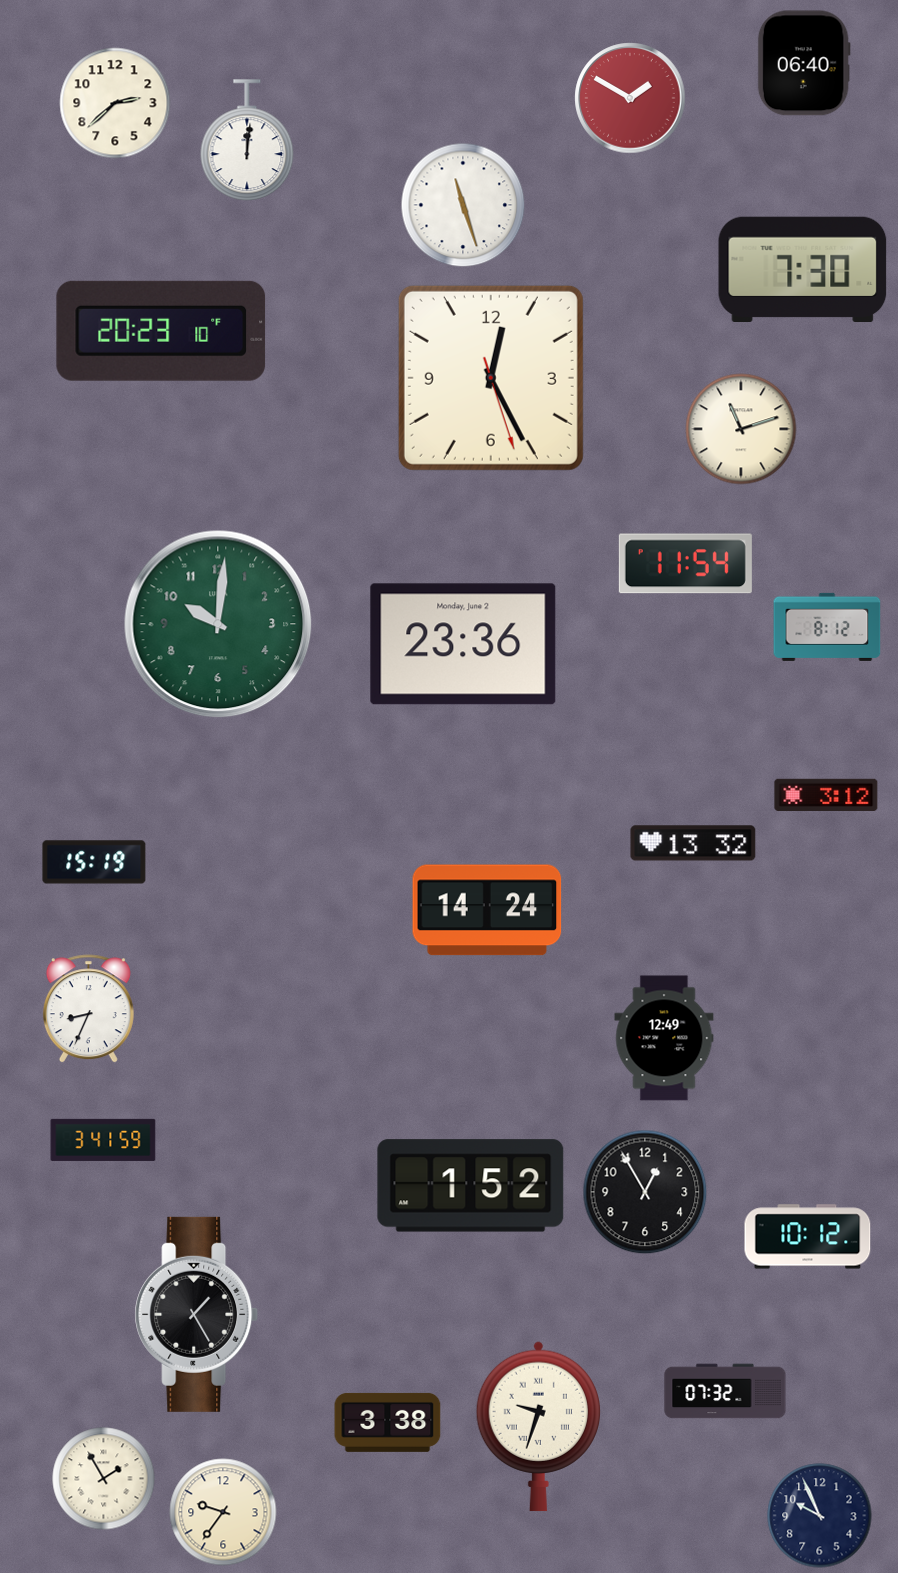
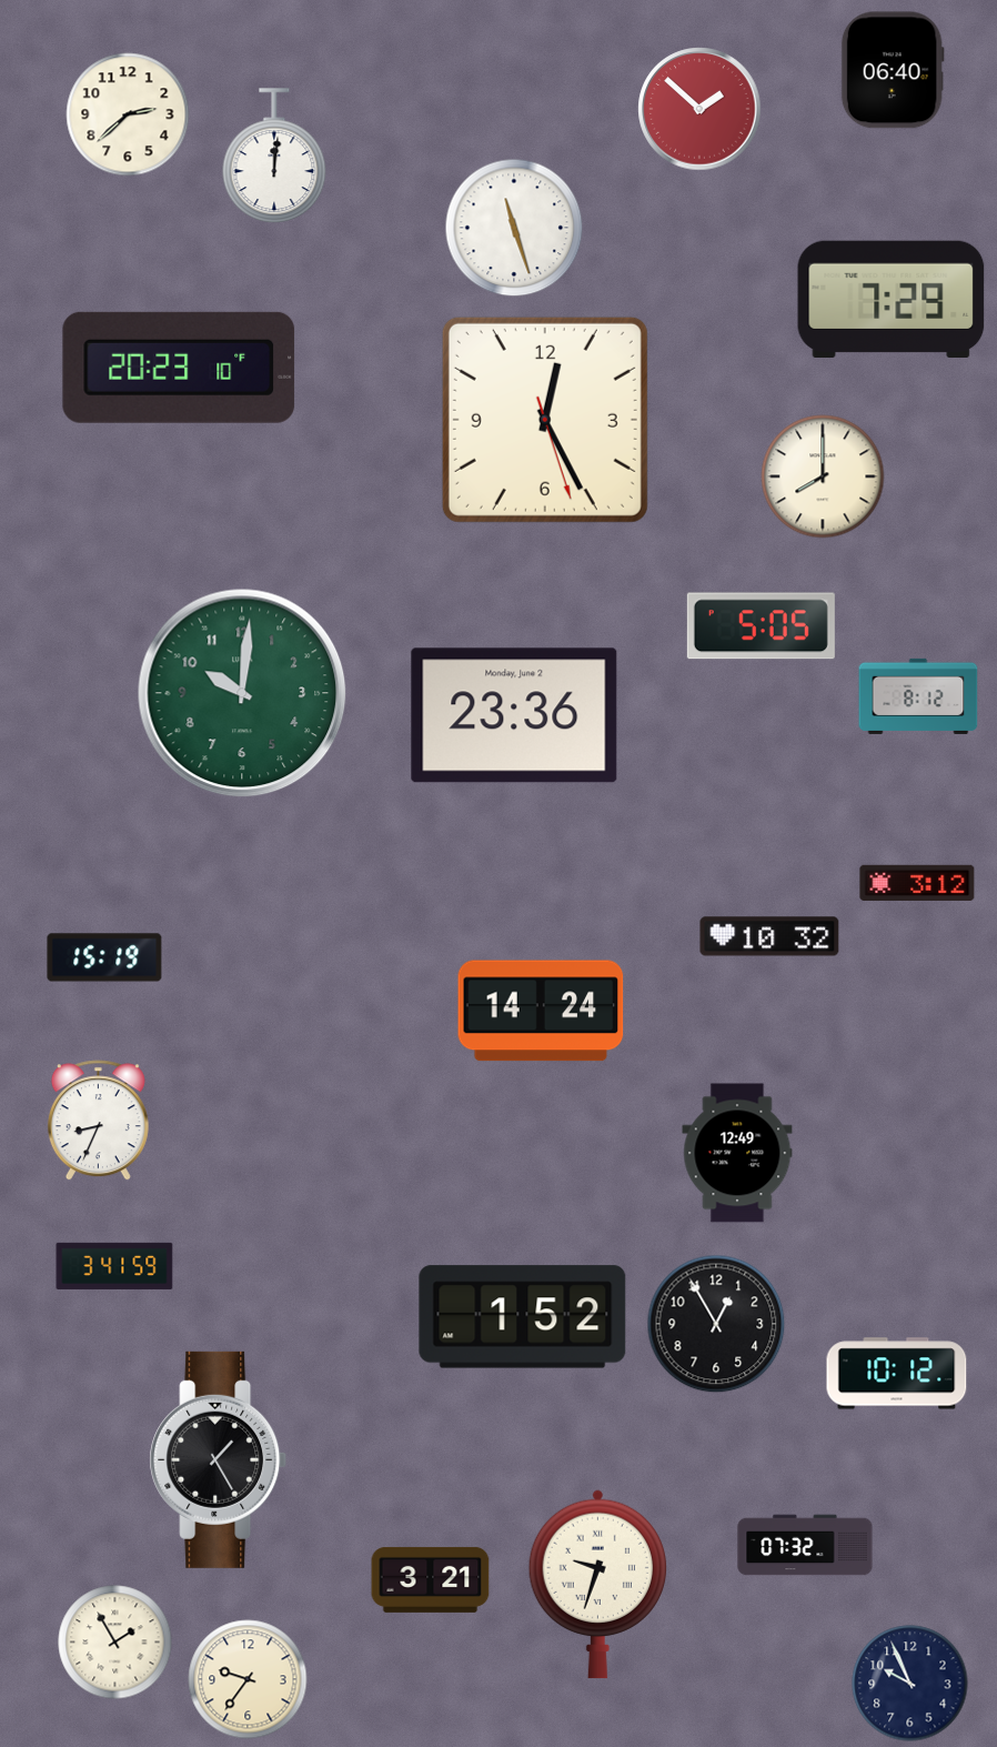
clock at (630, 98): 1:50 -> 1:52
clock at (803, 269): 7:30 -> 7:29
clock at (741, 429): 11:12 -> 8:00
clock at (685, 564): 11:54 -> 5:05
clock at (693, 843): 13:32 -> 10:32
clock at (388, 1422): 3:38 -> 3:21
